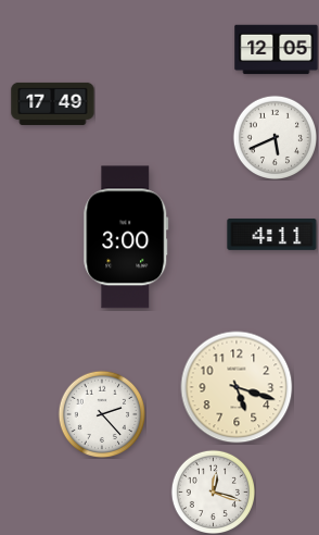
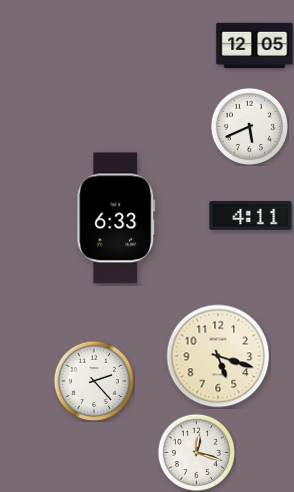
clock at (53, 103): 17:49 -> none
clock at (275, 137) position: (275, 137) -> (249, 126)
clock at (126, 237): 3:00 -> 6:33
